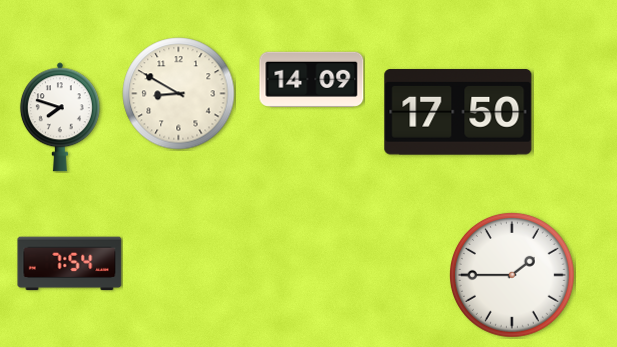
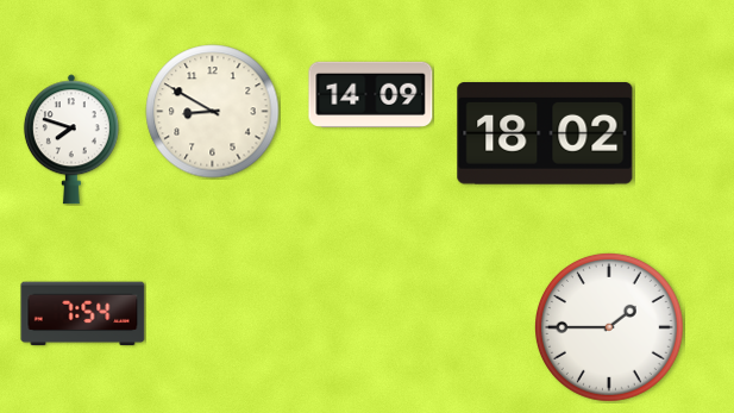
clock at (458, 112): 17:50 -> 18:02
